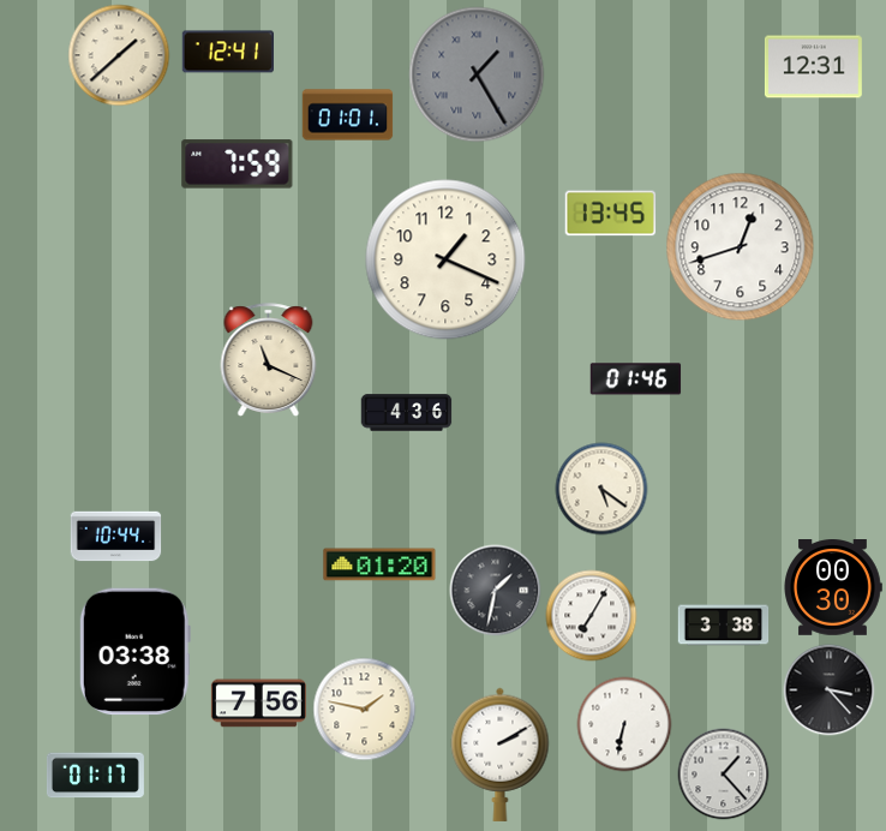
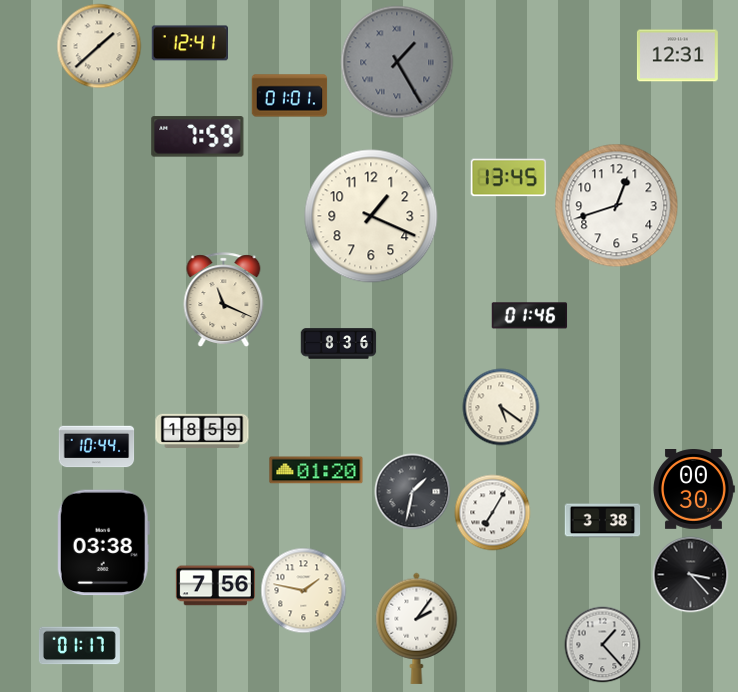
clock at (407, 413): 4:36 -> 8:36
clock at (202, 430): none -> 18:59
clock at (134, 652) position: (134, 652) -> (103, 543)
clock at (624, 724): 6:32 -> none
clock at (501, 754): 2:10 -> 2:06
